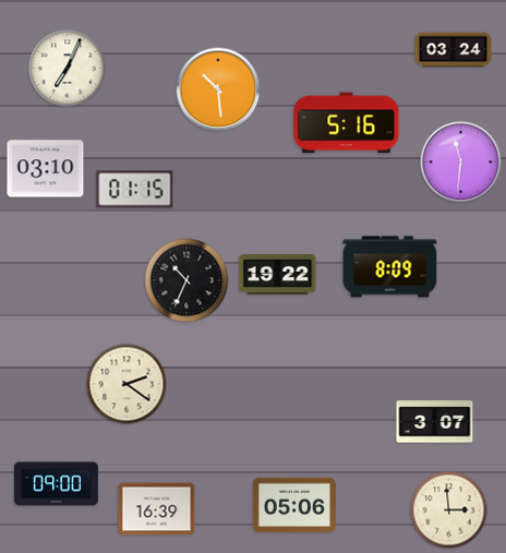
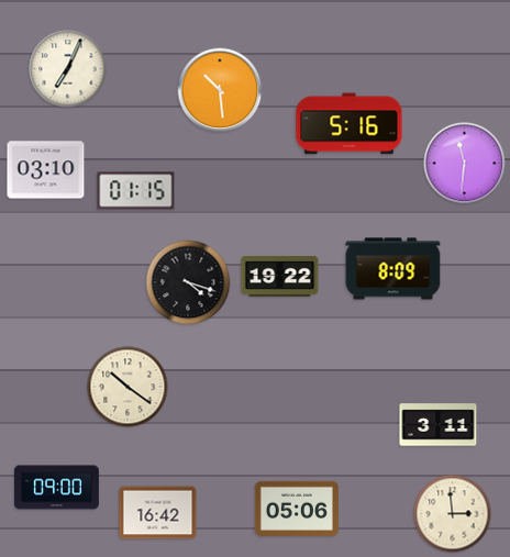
clock at (454, 50): 03:24 -> none
clock at (186, 280): 10:34 -> 4:18
clock at (126, 384): 2:21 -> 10:21
clock at (435, 422): 3:07 -> 3:11
clock at (157, 509): 16:39 -> 16:42
